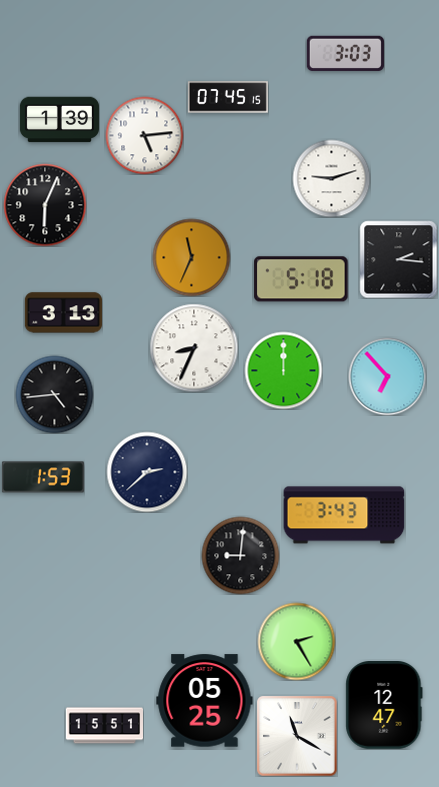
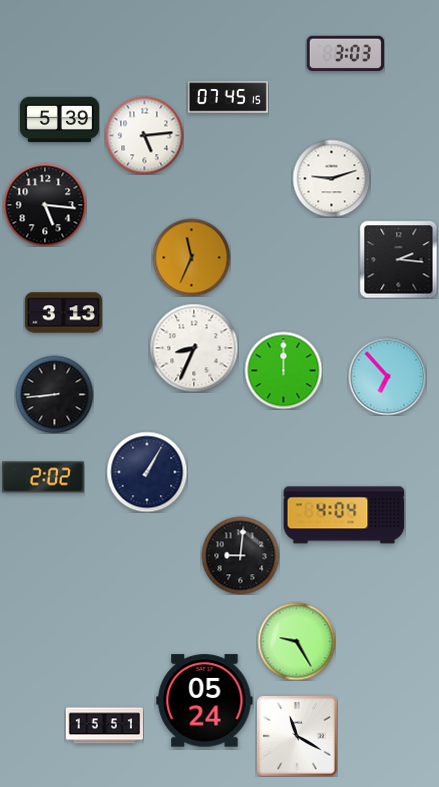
clock at (59, 120): 1:39 -> 5:39
clock at (45, 205): 6:04 -> 5:16
clock at (301, 279): 5:18 -> none
clock at (54, 394): 4:44 -> 8:44
clock at (147, 472): 2:38 -> 1:05
clock at (43, 477): 1:53 -> 2:02
clock at (344, 515): 3:43 -> 4:04
clock at (296, 641): 2:25 -> 9:25
clock at (205, 701): 05:25 -> 05:24
clock at (384, 706): 12:47 -> none
